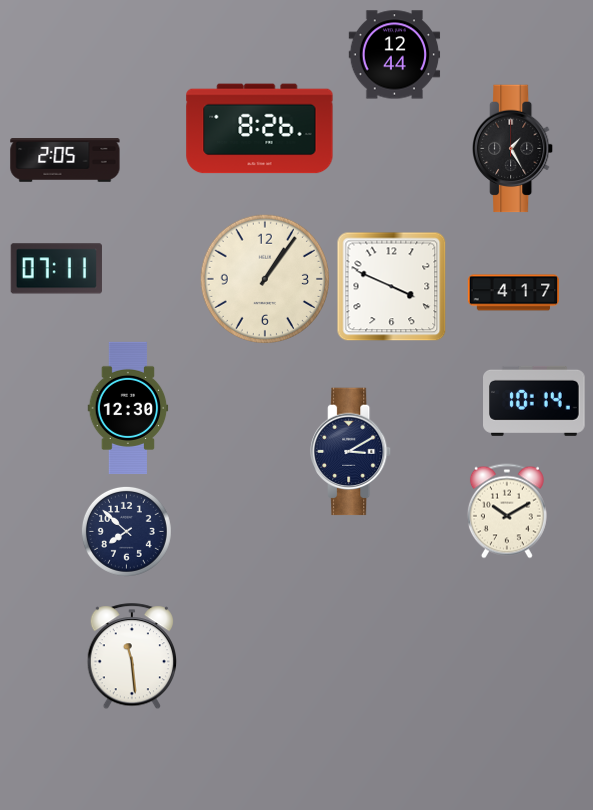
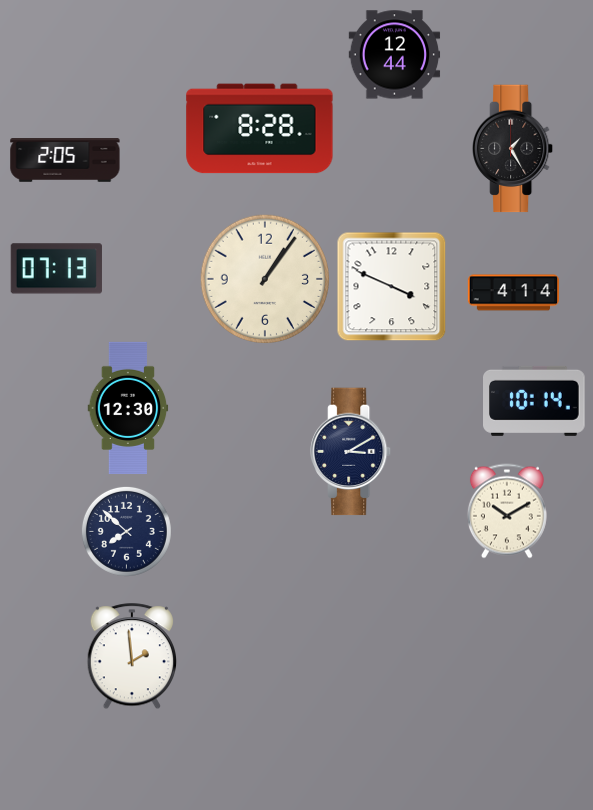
clock at (260, 129): 8:26 -> 8:28
clock at (56, 269): 07:11 -> 07:13
clock at (514, 293): 4:17 -> 4:14
clock at (131, 657): 11:29 -> 1:59
